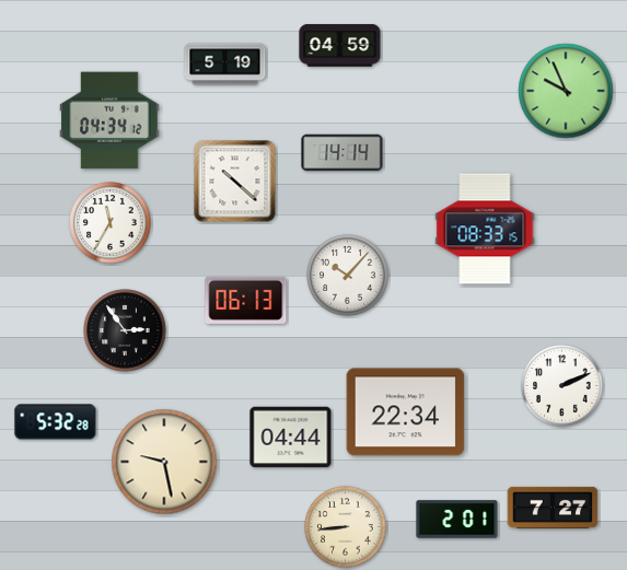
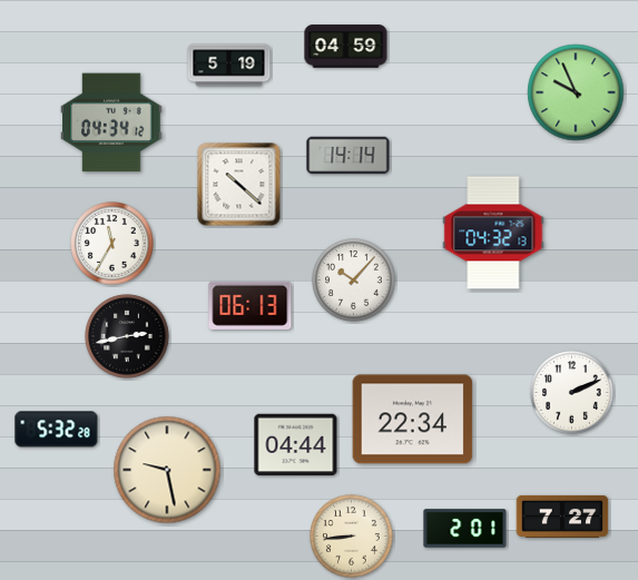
clock at (111, 223) position: (111, 223) -> (112, 244)
clock at (485, 229): 08:33 -> 04:32
clock at (125, 330): 2:54 -> 2:43
